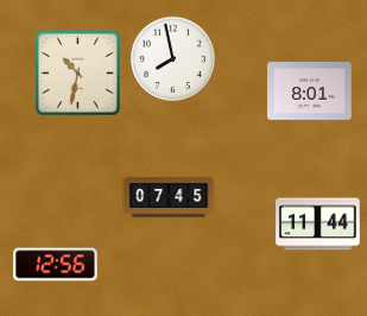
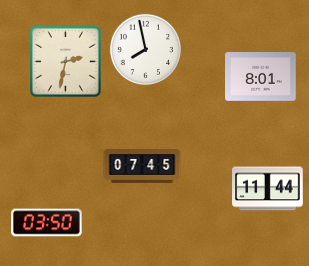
clock at (78, 74): 10:32 -> 2:32
clock at (56, 265): 12:56 -> 03:50
